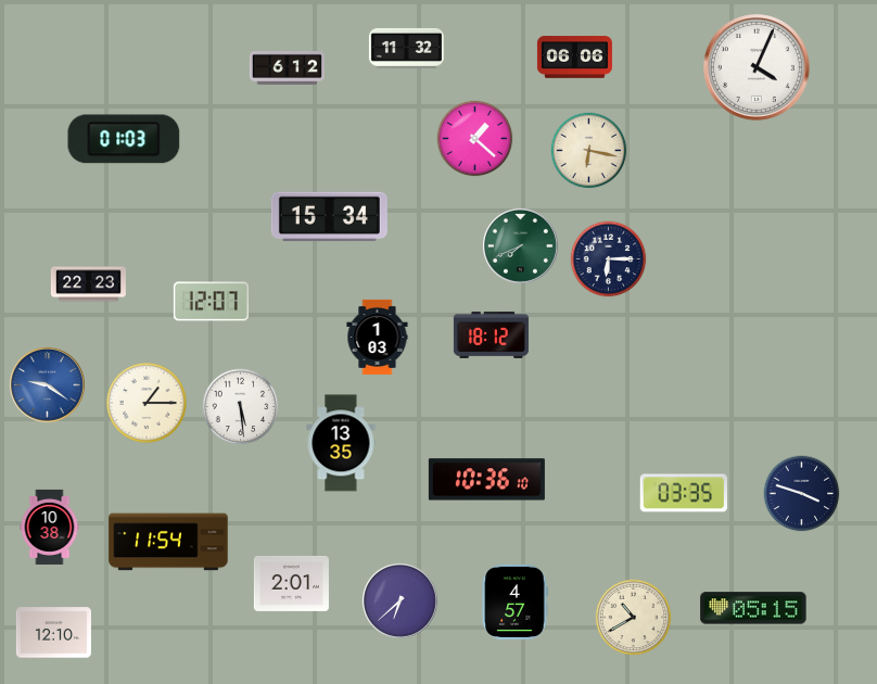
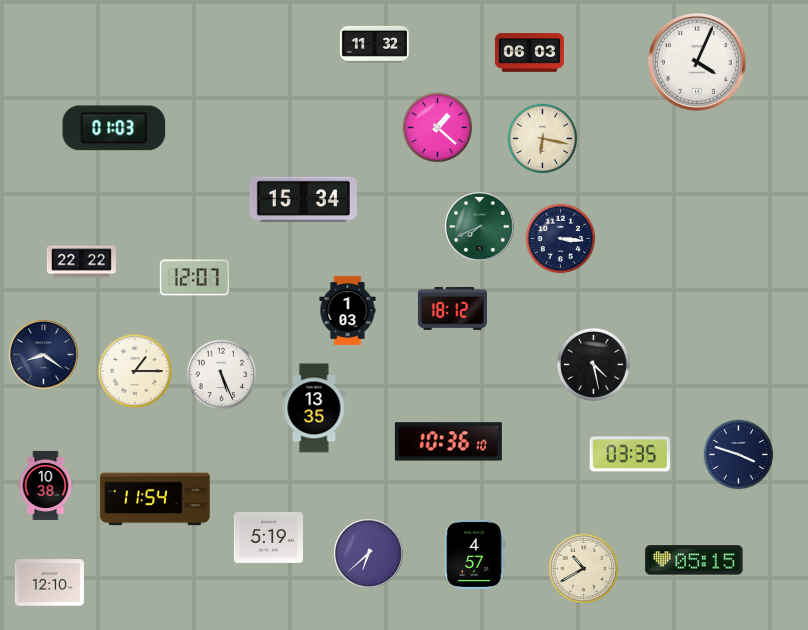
clock at (574, 58): 06:06 -> 06:03
clock at (287, 67): 6:12 -> none
clock at (609, 259): 6:15 -> 3:16
clock at (88, 284): 22:23 -> 22:22
clock at (48, 385): 9:21 -> 8:21
clock at (48, 385) dial: blue -> navy
clock at (593, 364): none -> 4:28
clock at (241, 407): 5:29 -> 5:26
clock at (291, 583): 2:01 -> 5:19
